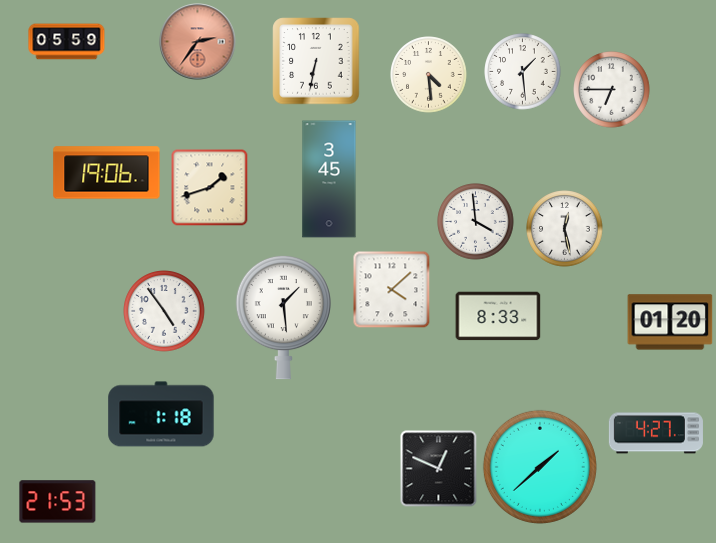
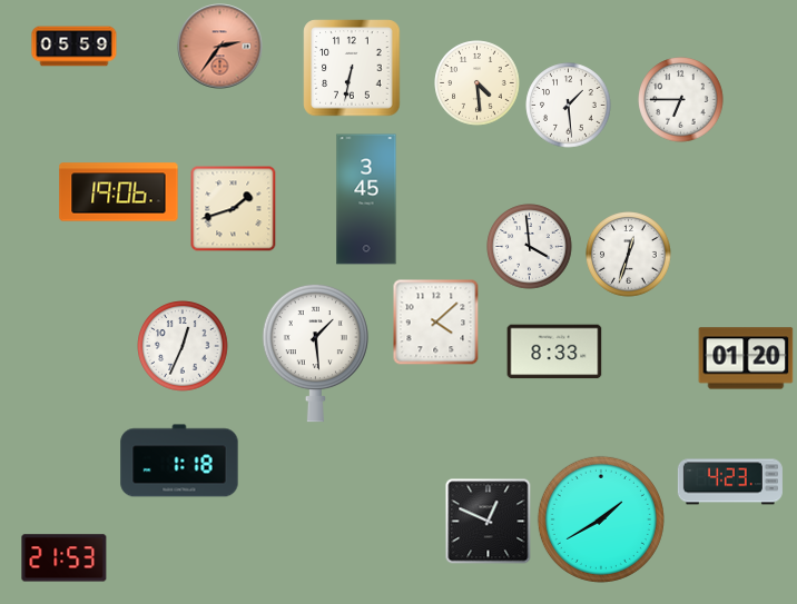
clock at (523, 72) position: (523, 72) -> (569, 106)
clock at (565, 229): 12:28 -> 12:33
clock at (164, 311): 4:54 -> 12:34
clock at (656, 433): 4:27 -> 4:23
clock at (540, 467): 1:38 -> 1:40
